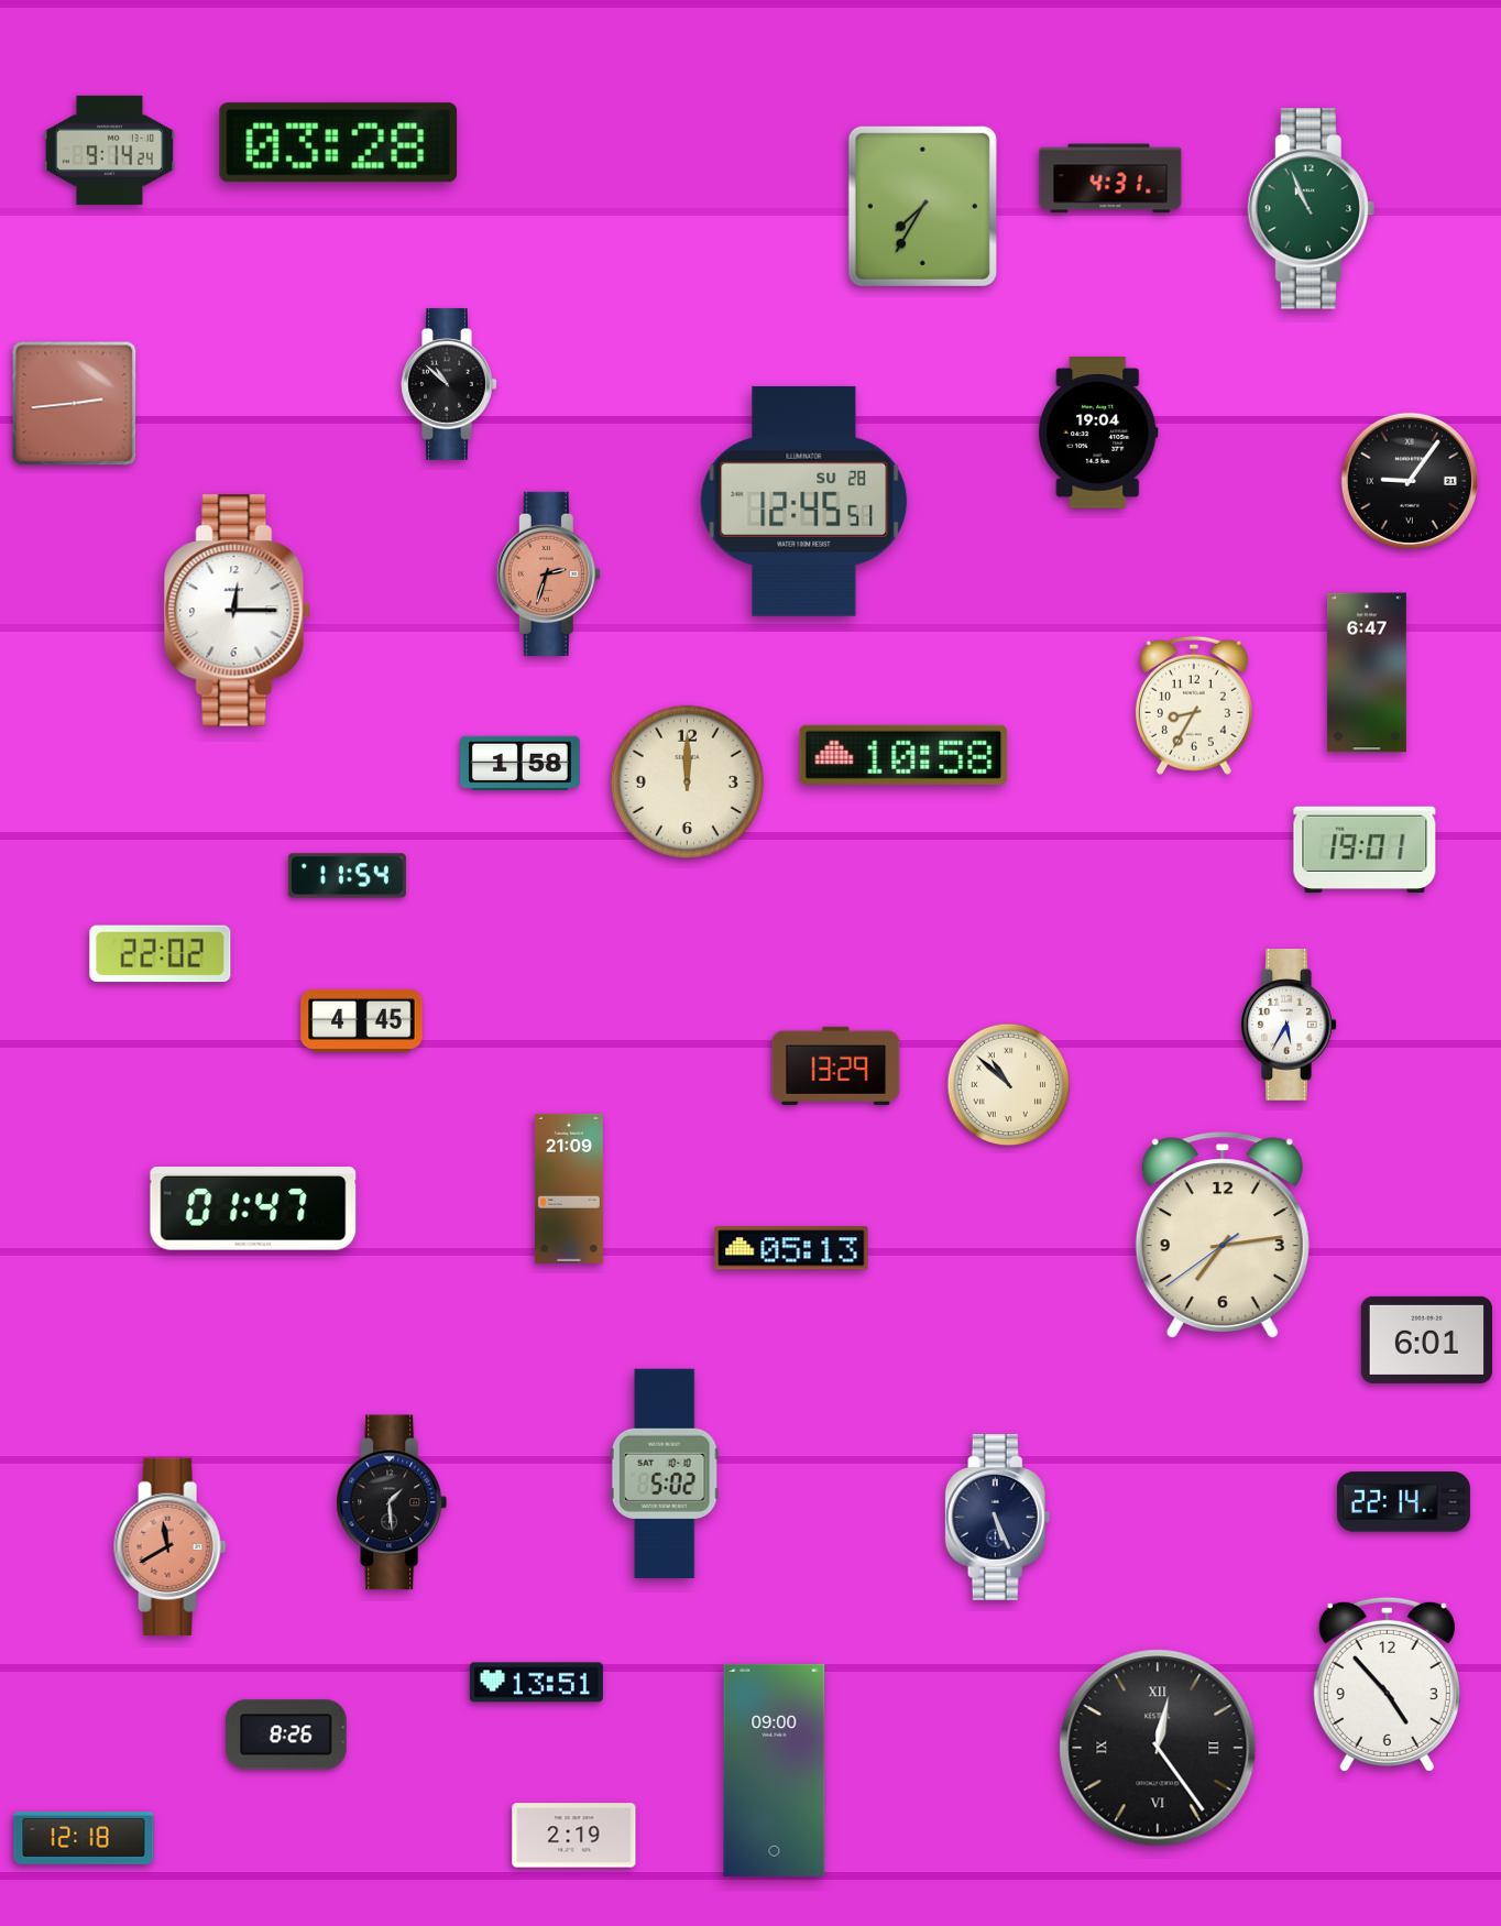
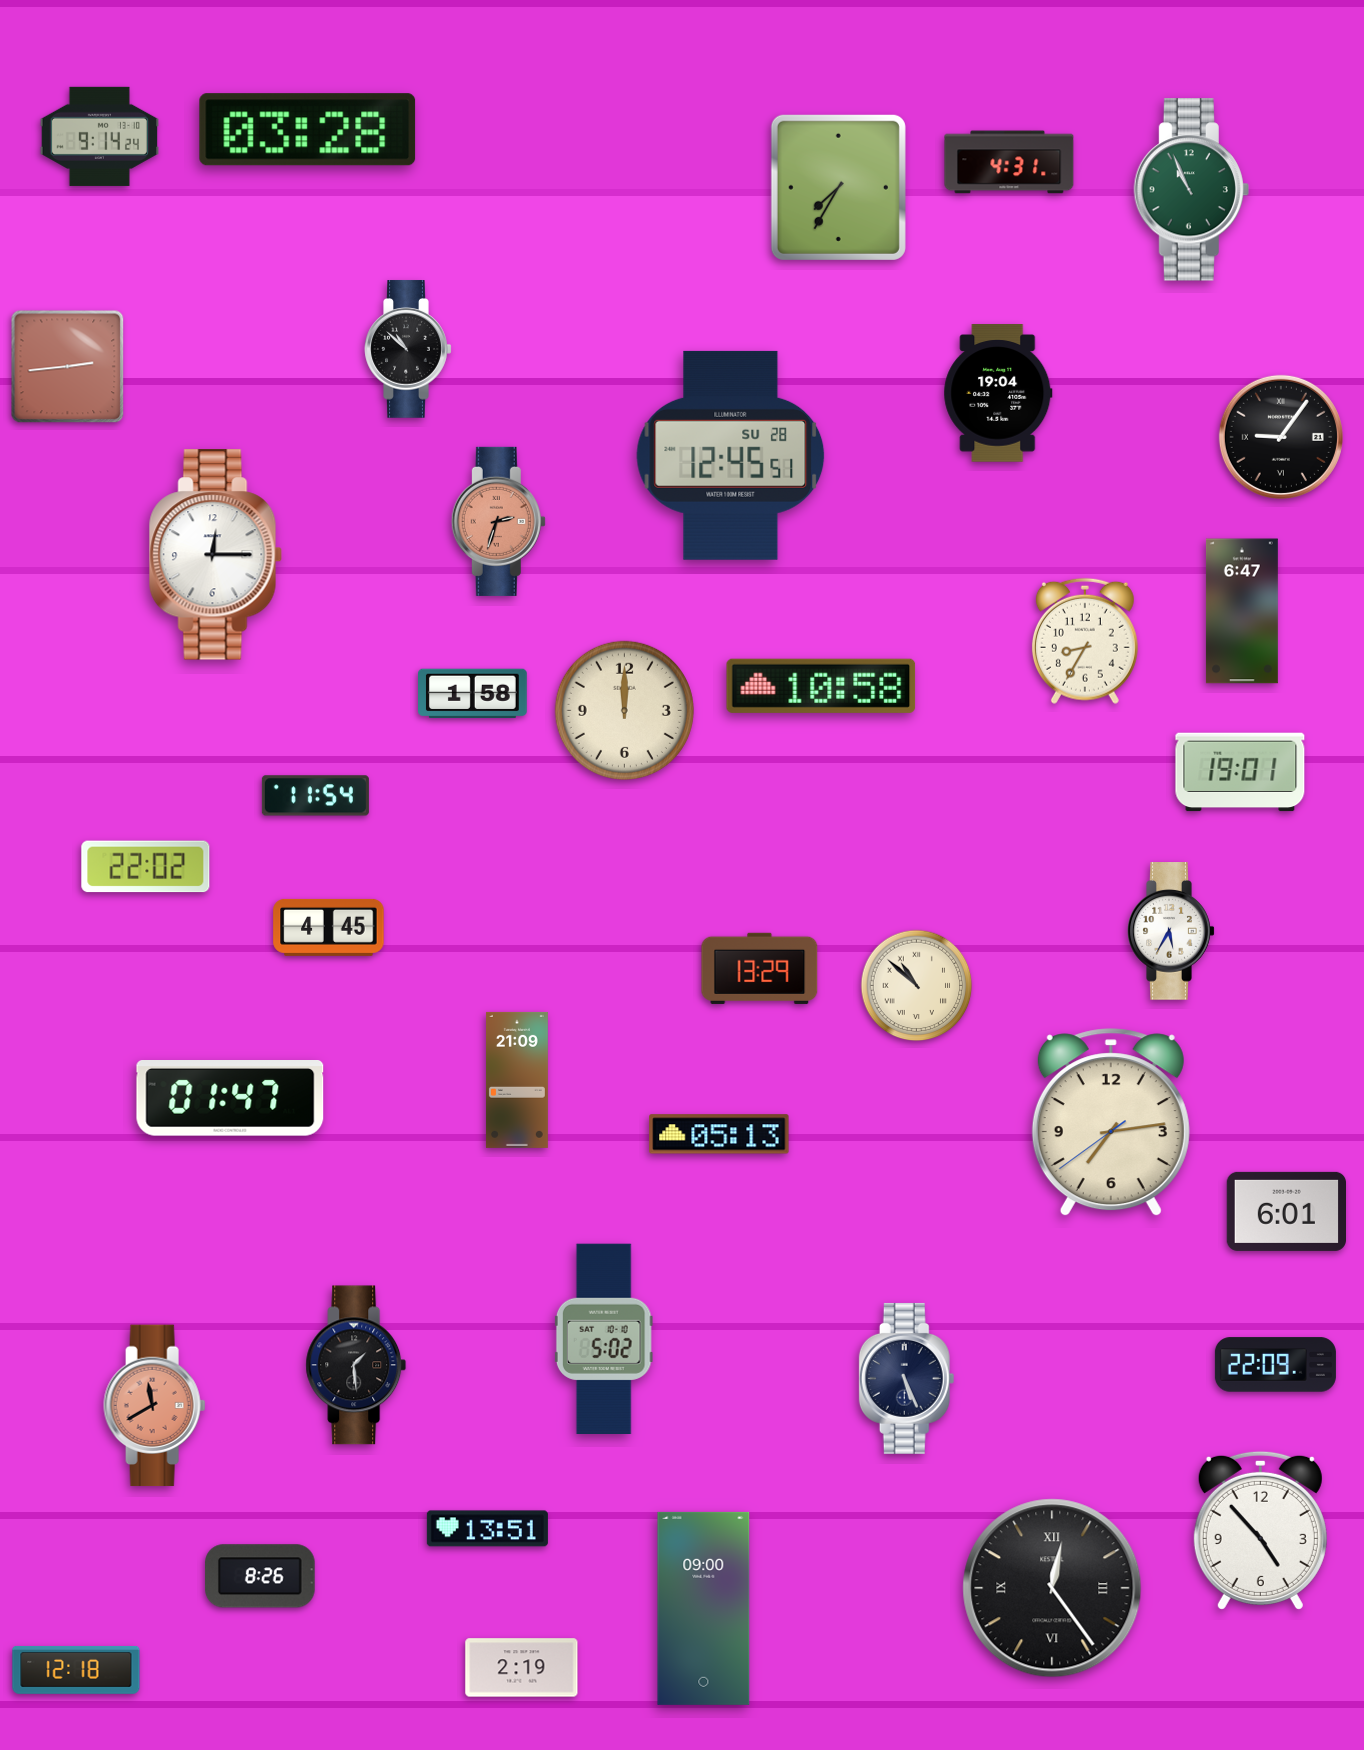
clock at (1427, 1339) position: (1427, 1339) -> (1287, 1211)
clock at (1403, 1502): 22:14 -> 22:09
